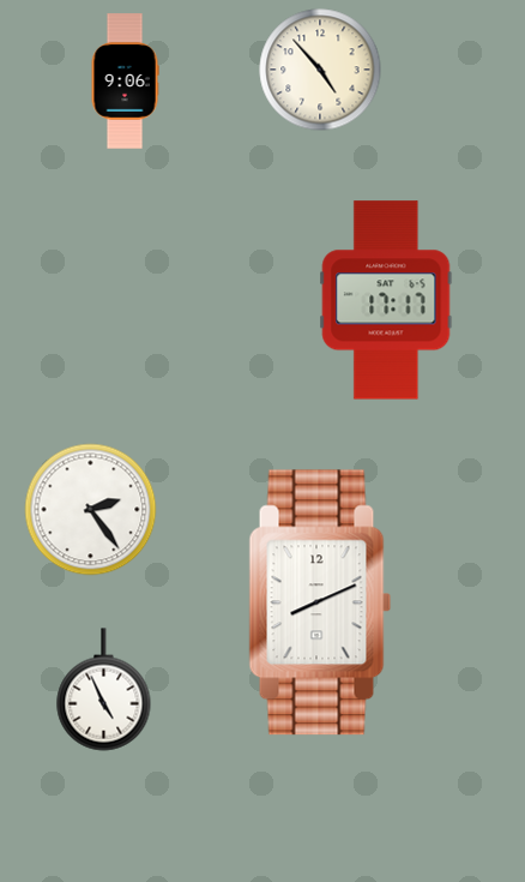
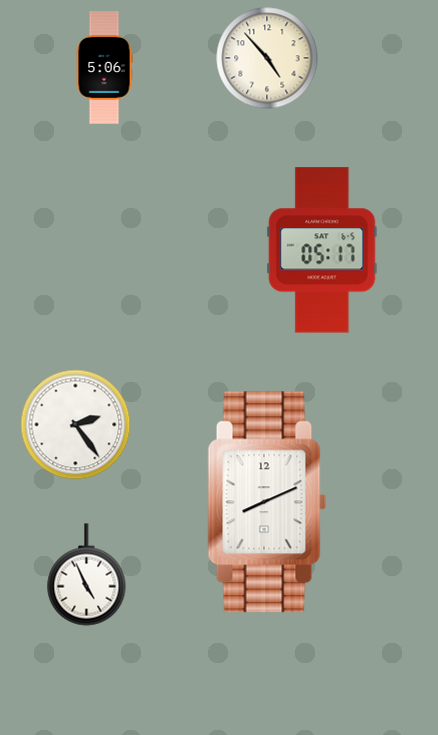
clock at (125, 82): 9:06 -> 5:06
clock at (386, 300): 17:17 -> 05:17
